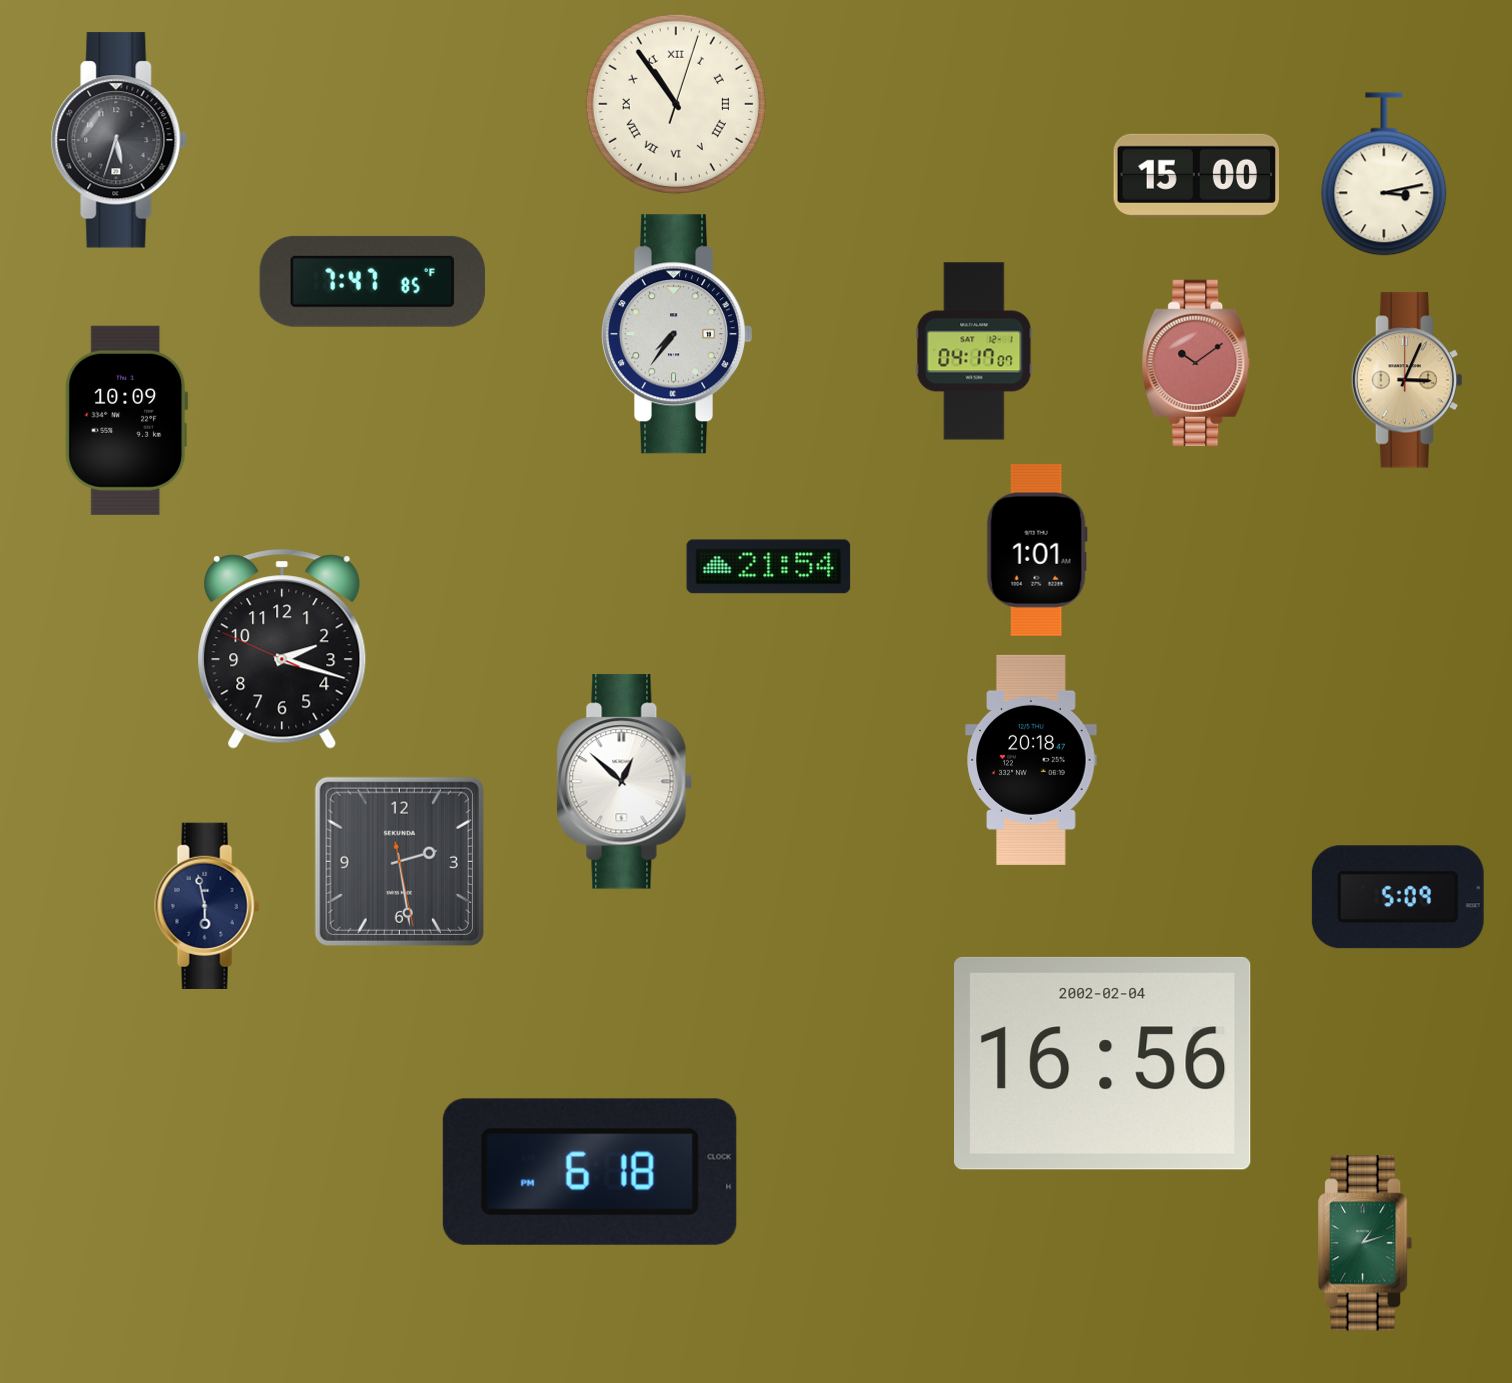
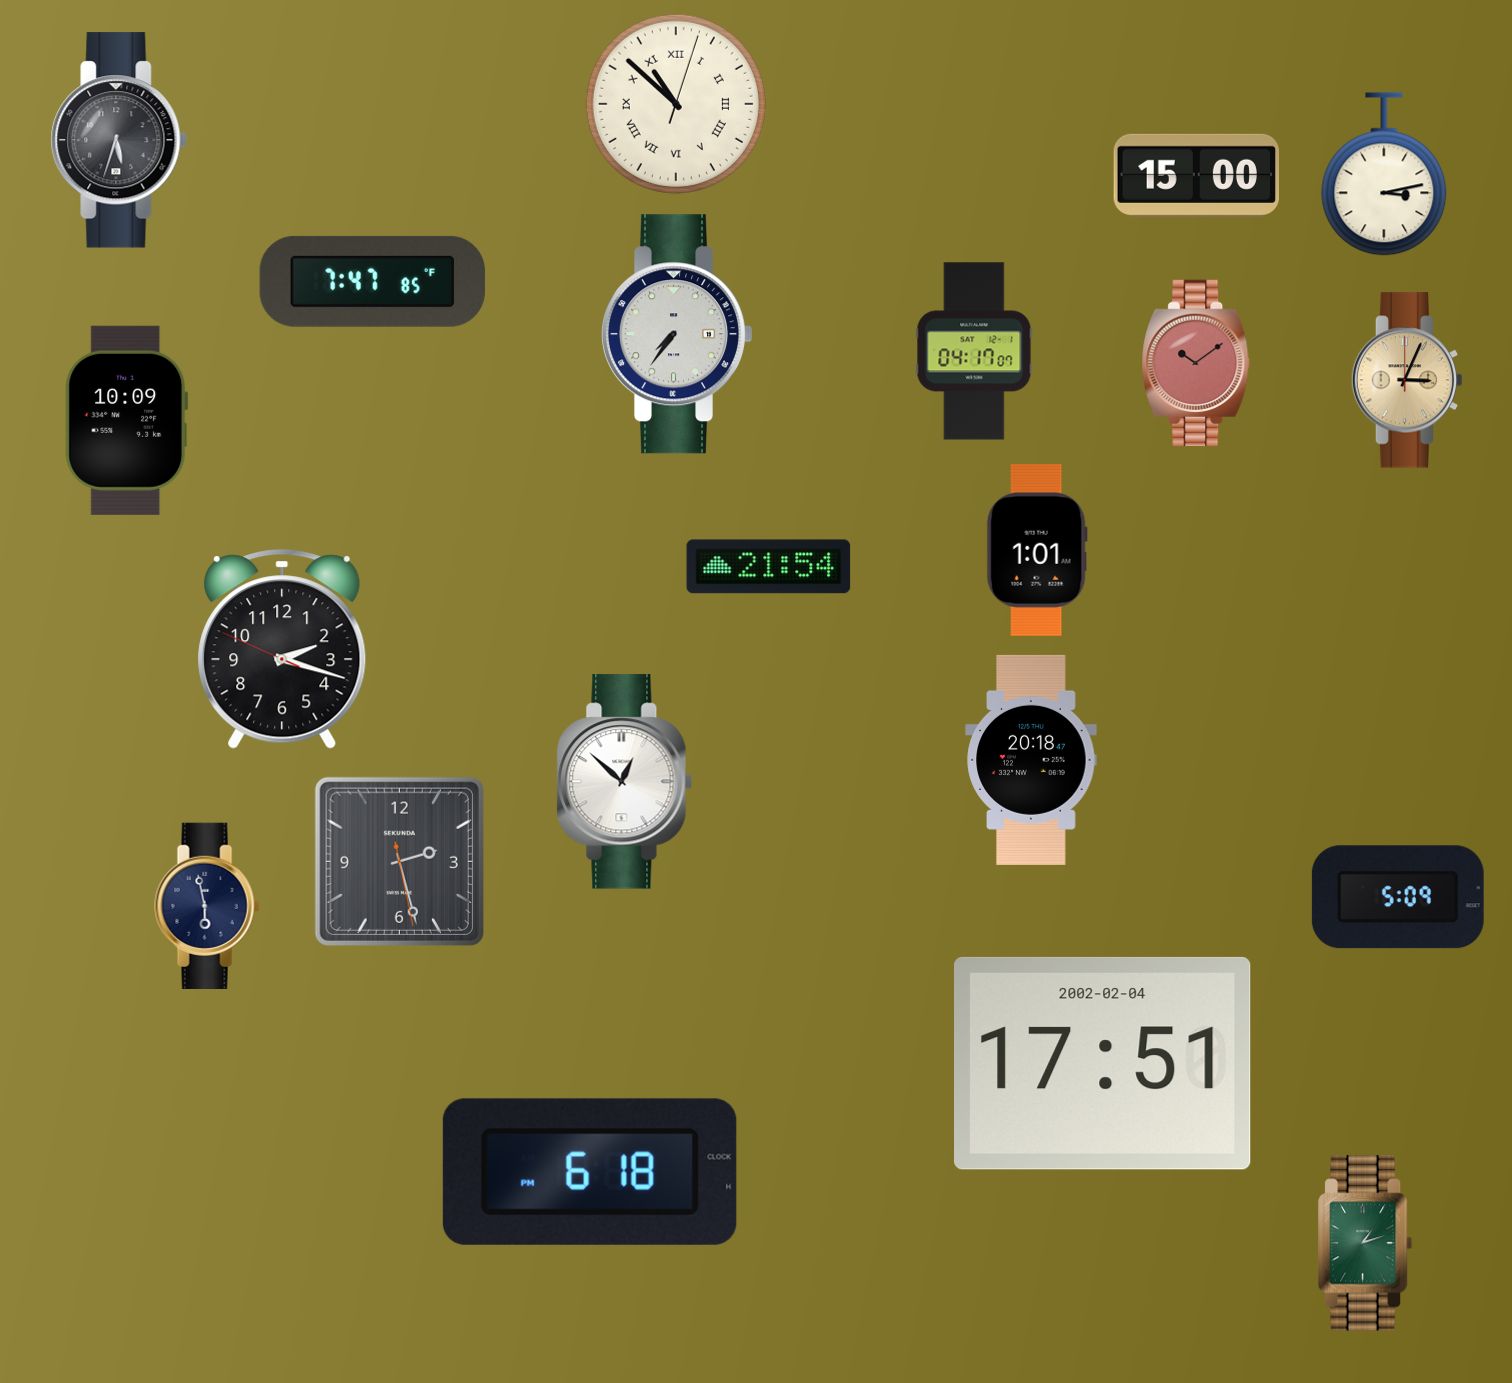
clock at (676, 104): 10:54 -> 10:52
clock at (399, 861): 2:28 -> 2:27
clock at (1103, 1063): 16:56 -> 17:51
